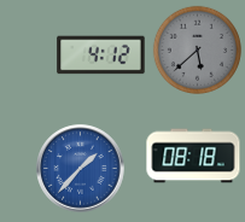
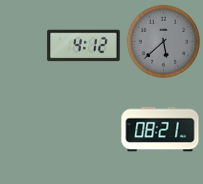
clock at (193, 156): 08:18 -> 08:21
clock at (81, 169): 1:37 -> none
